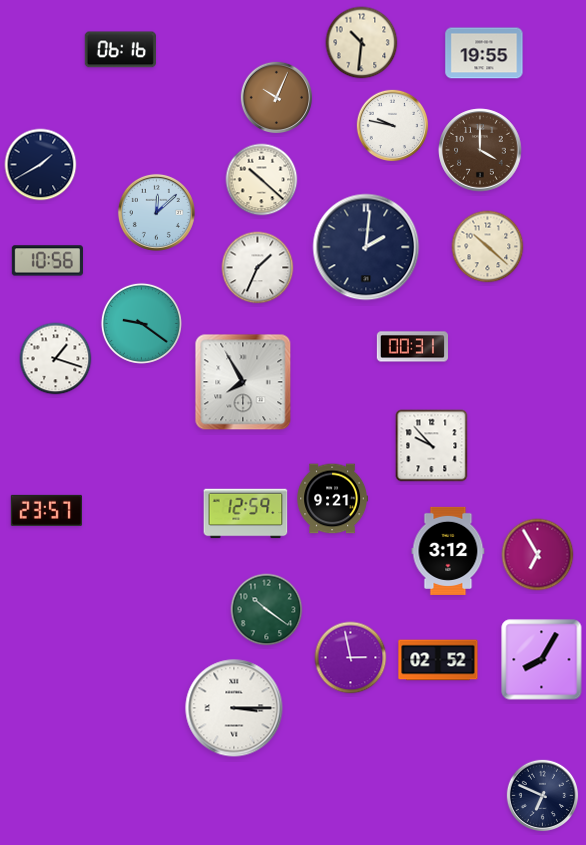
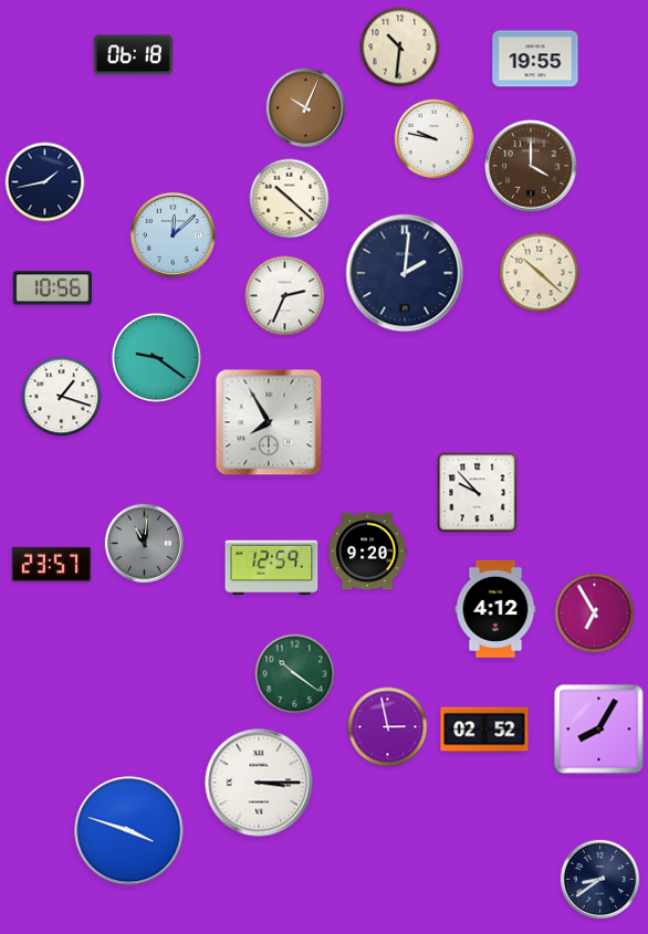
clock at (120, 50): 06:16 -> 06:18
clock at (41, 165): 1:40 -> 1:43
clock at (258, 268): 1:34 -> 2:34
clock at (412, 347): 00:31 -> none
clock at (145, 544): none -> 11:01
clock at (332, 499): 9:21 -> 9:20
clock at (448, 551): 3:12 -> 4:12
clock at (129, 831): none -> 3:48
clock at (543, 796): 6:49 -> 8:39
